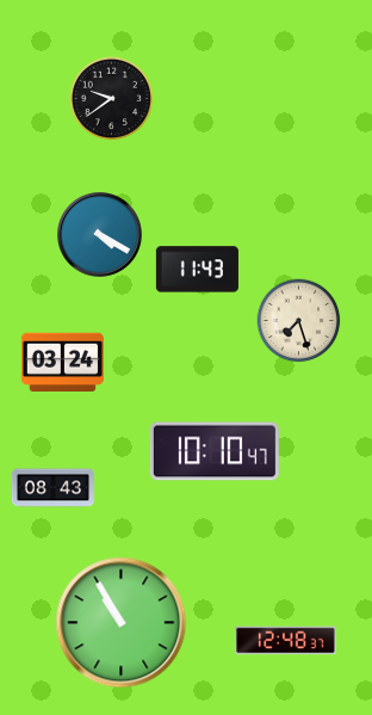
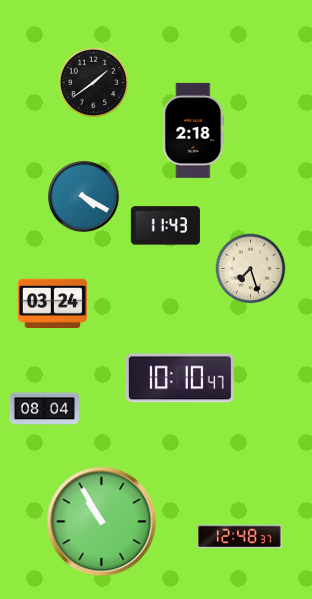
clock at (112, 99): 9:39 -> 1:39
clock at (194, 130): none -> 2:18
clock at (52, 488): 08:43 -> 08:04
